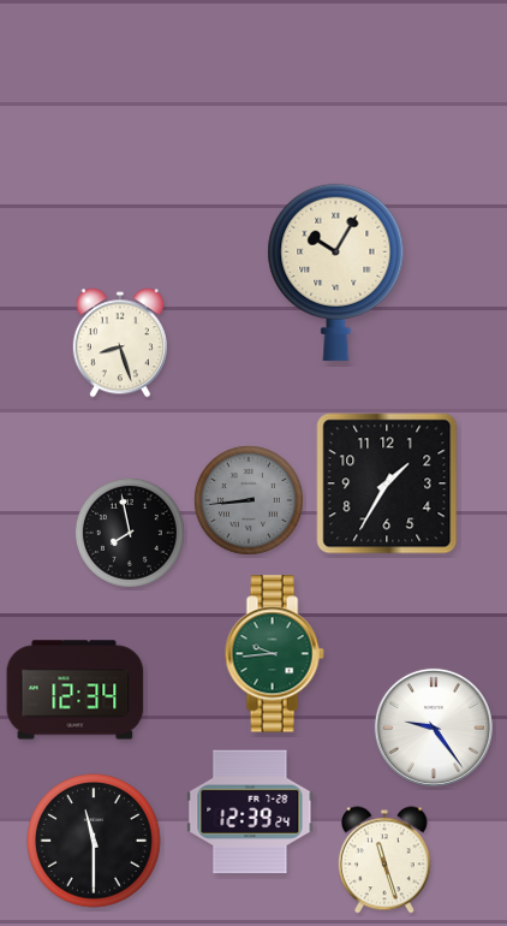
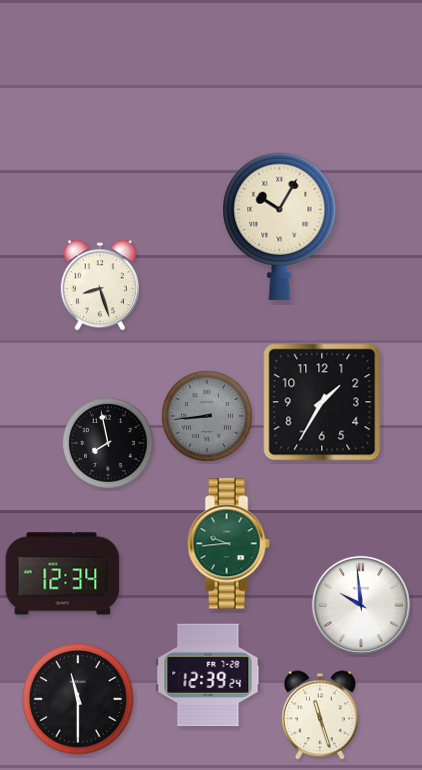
clock at (434, 728): 9:24 -> 9:59
